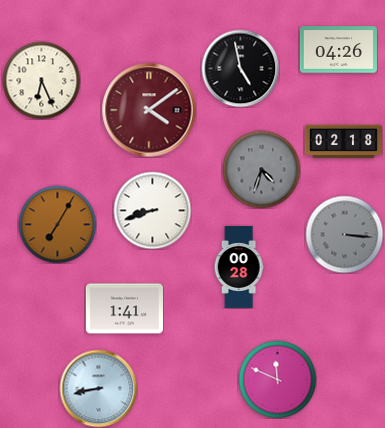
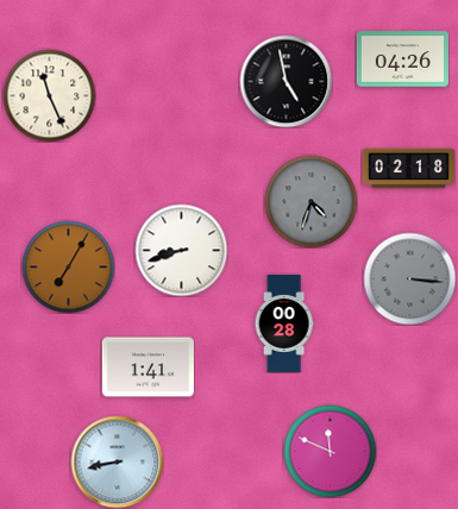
clock at (41, 80): 6:26 -> 11:26
clock at (149, 110): 4:09 -> none
clock at (239, 267) position: (239, 267) -> (284, 323)
